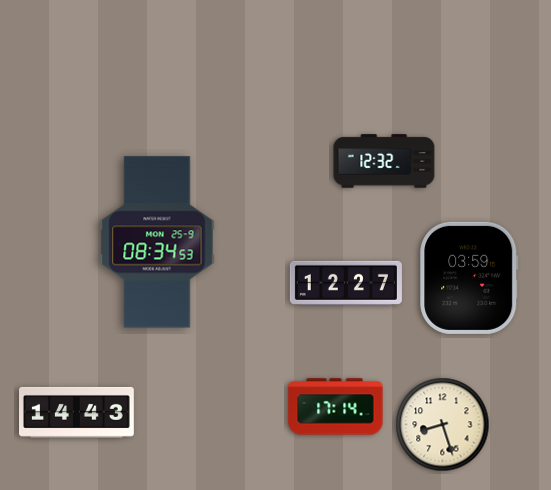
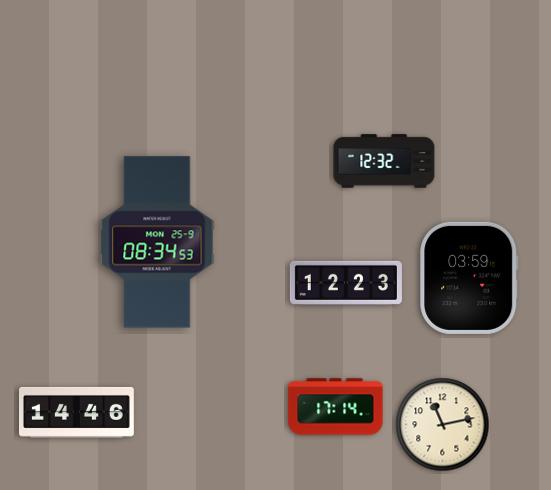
clock at (346, 283): 12:27 -> 12:23
clock at (77, 412): 14:43 -> 14:46
clock at (443, 425): 8:27 -> 11:13
